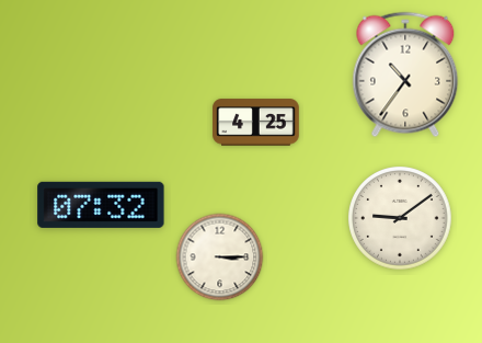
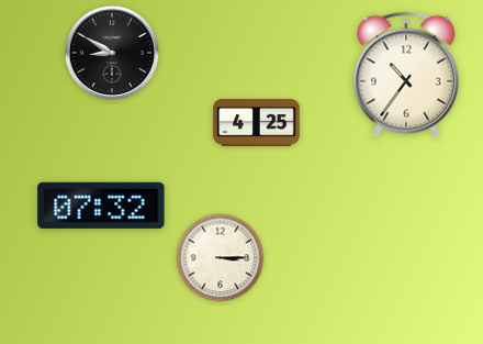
clock at (111, 52): none -> 8:50
clock at (401, 219): 9:09 -> none
